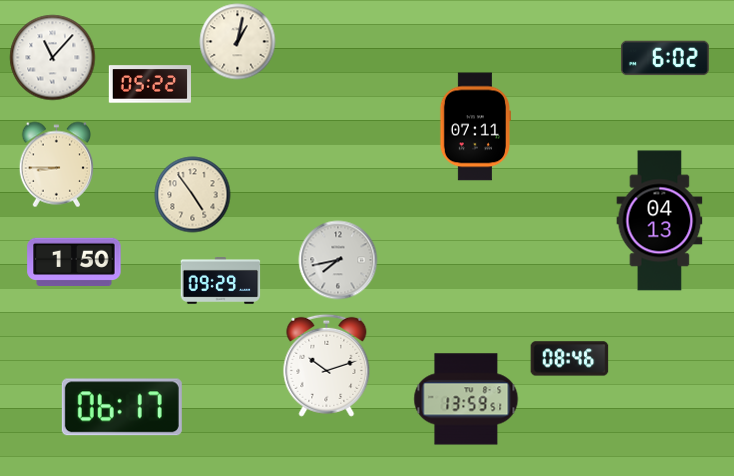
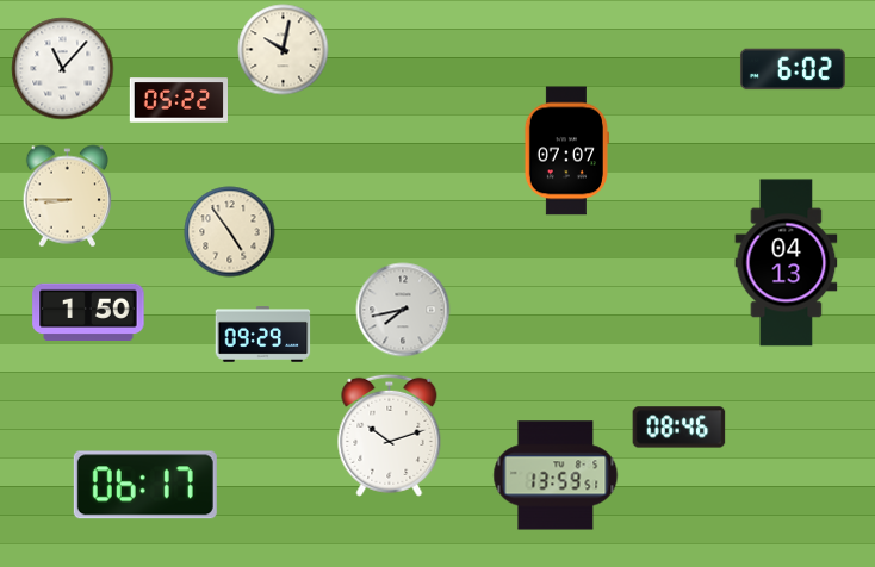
clock at (238, 42): 1:02 -> 10:02
clock at (475, 127): 07:11 -> 07:07
